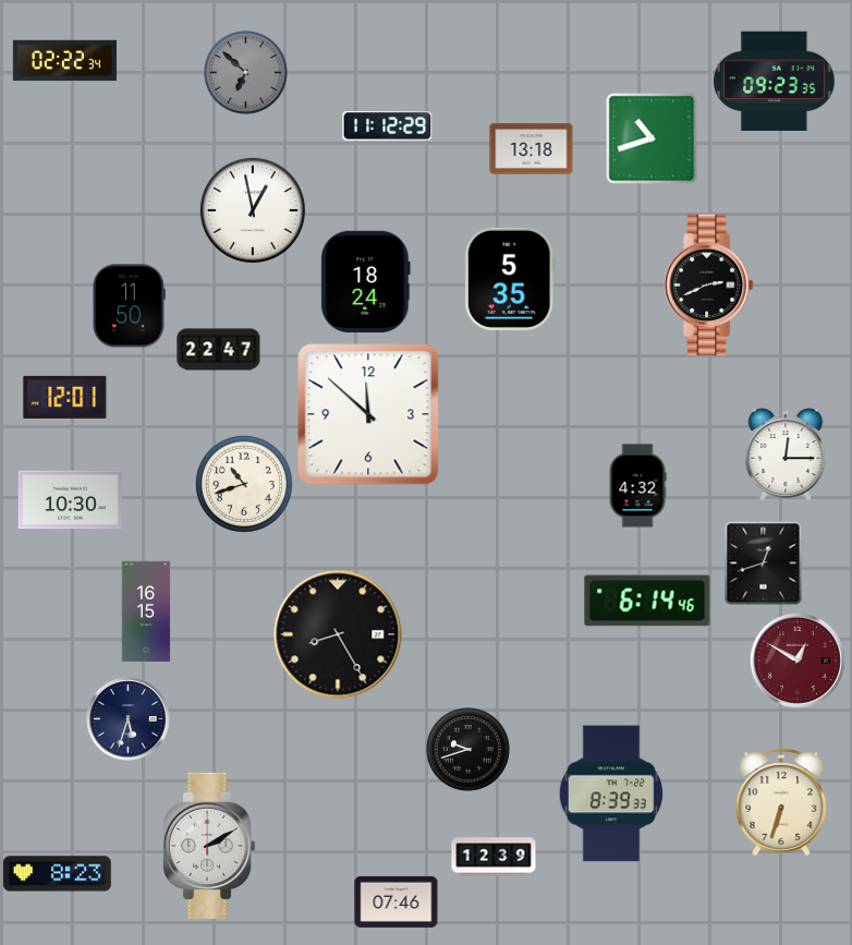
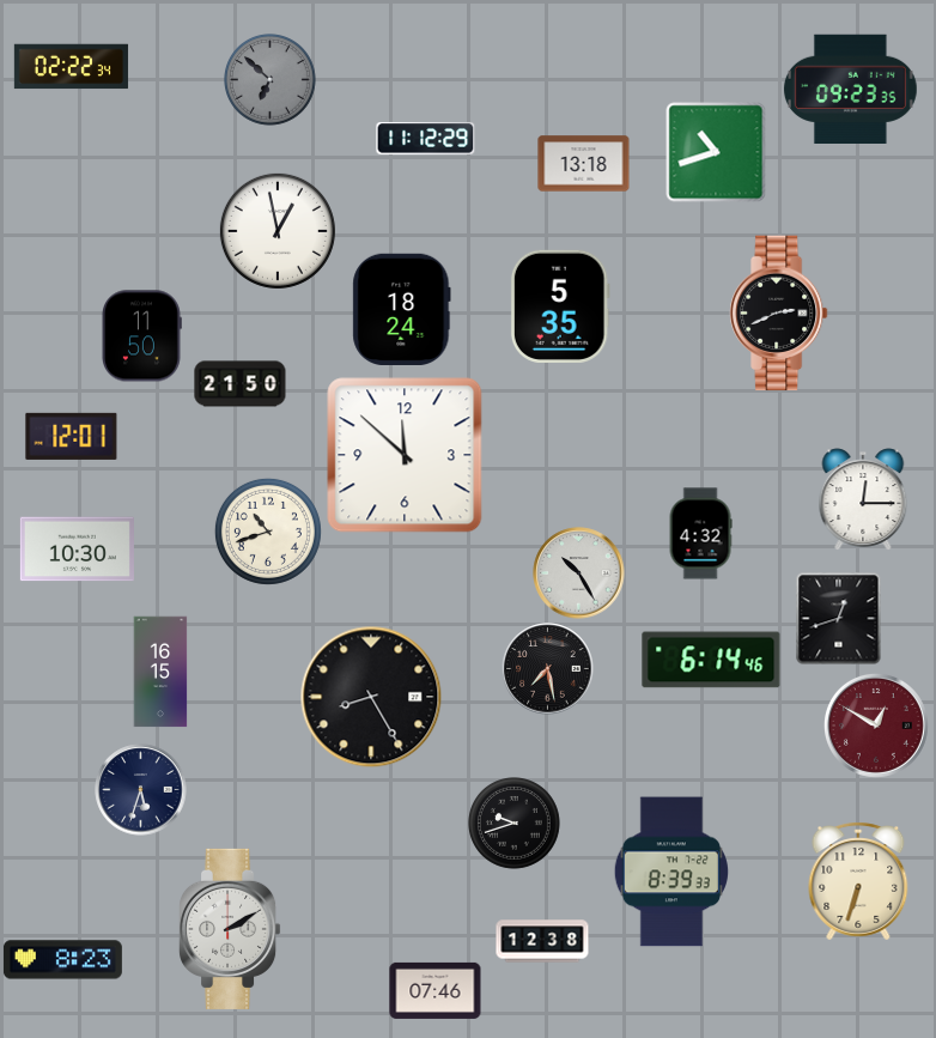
clock at (219, 350): 22:47 -> 21:50
clock at (579, 573): none -> 10:25
clock at (548, 669): none -> 7:28
clock at (494, 857): 12:39 -> 12:38
